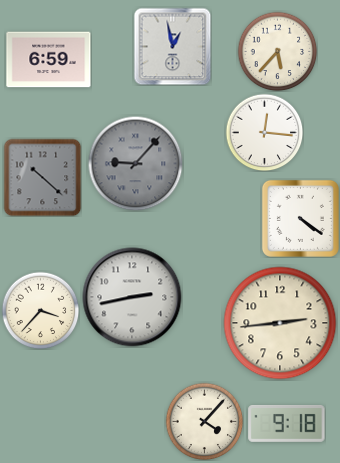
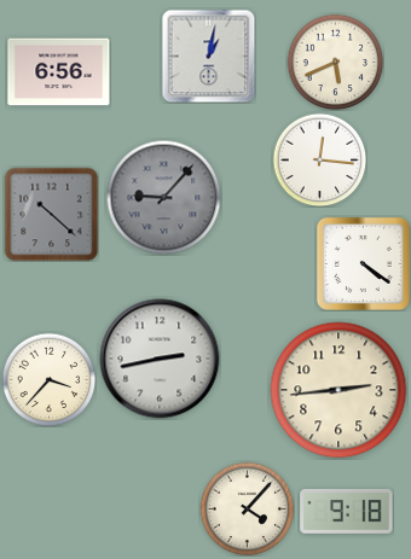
clock at (172, 46): 12:58 -> 1:02
clock at (277, 51): 5:37 -> 5:41
clock at (49, 60): 6:59 -> 6:56
clock at (40, 310) position: (40, 310) -> (48, 379)
